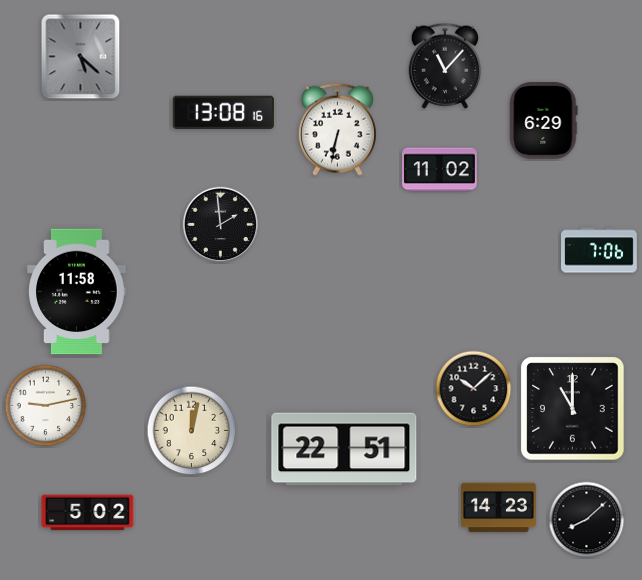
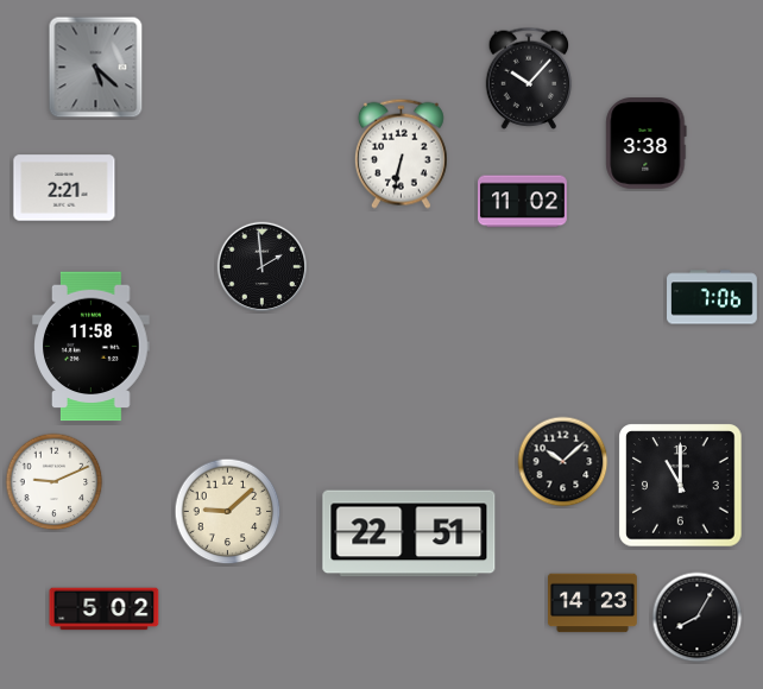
clock at (445, 66): 11:07 -> 10:07
clock at (223, 112): 13:08 -> none
clock at (544, 121): 6:29 -> 3:38
clock at (64, 188): none -> 2:21
clock at (46, 406): 9:13 -> 9:11
clock at (192, 431): 12:02 -> 9:08
clock at (587, 520): 8:08 -> 8:05
